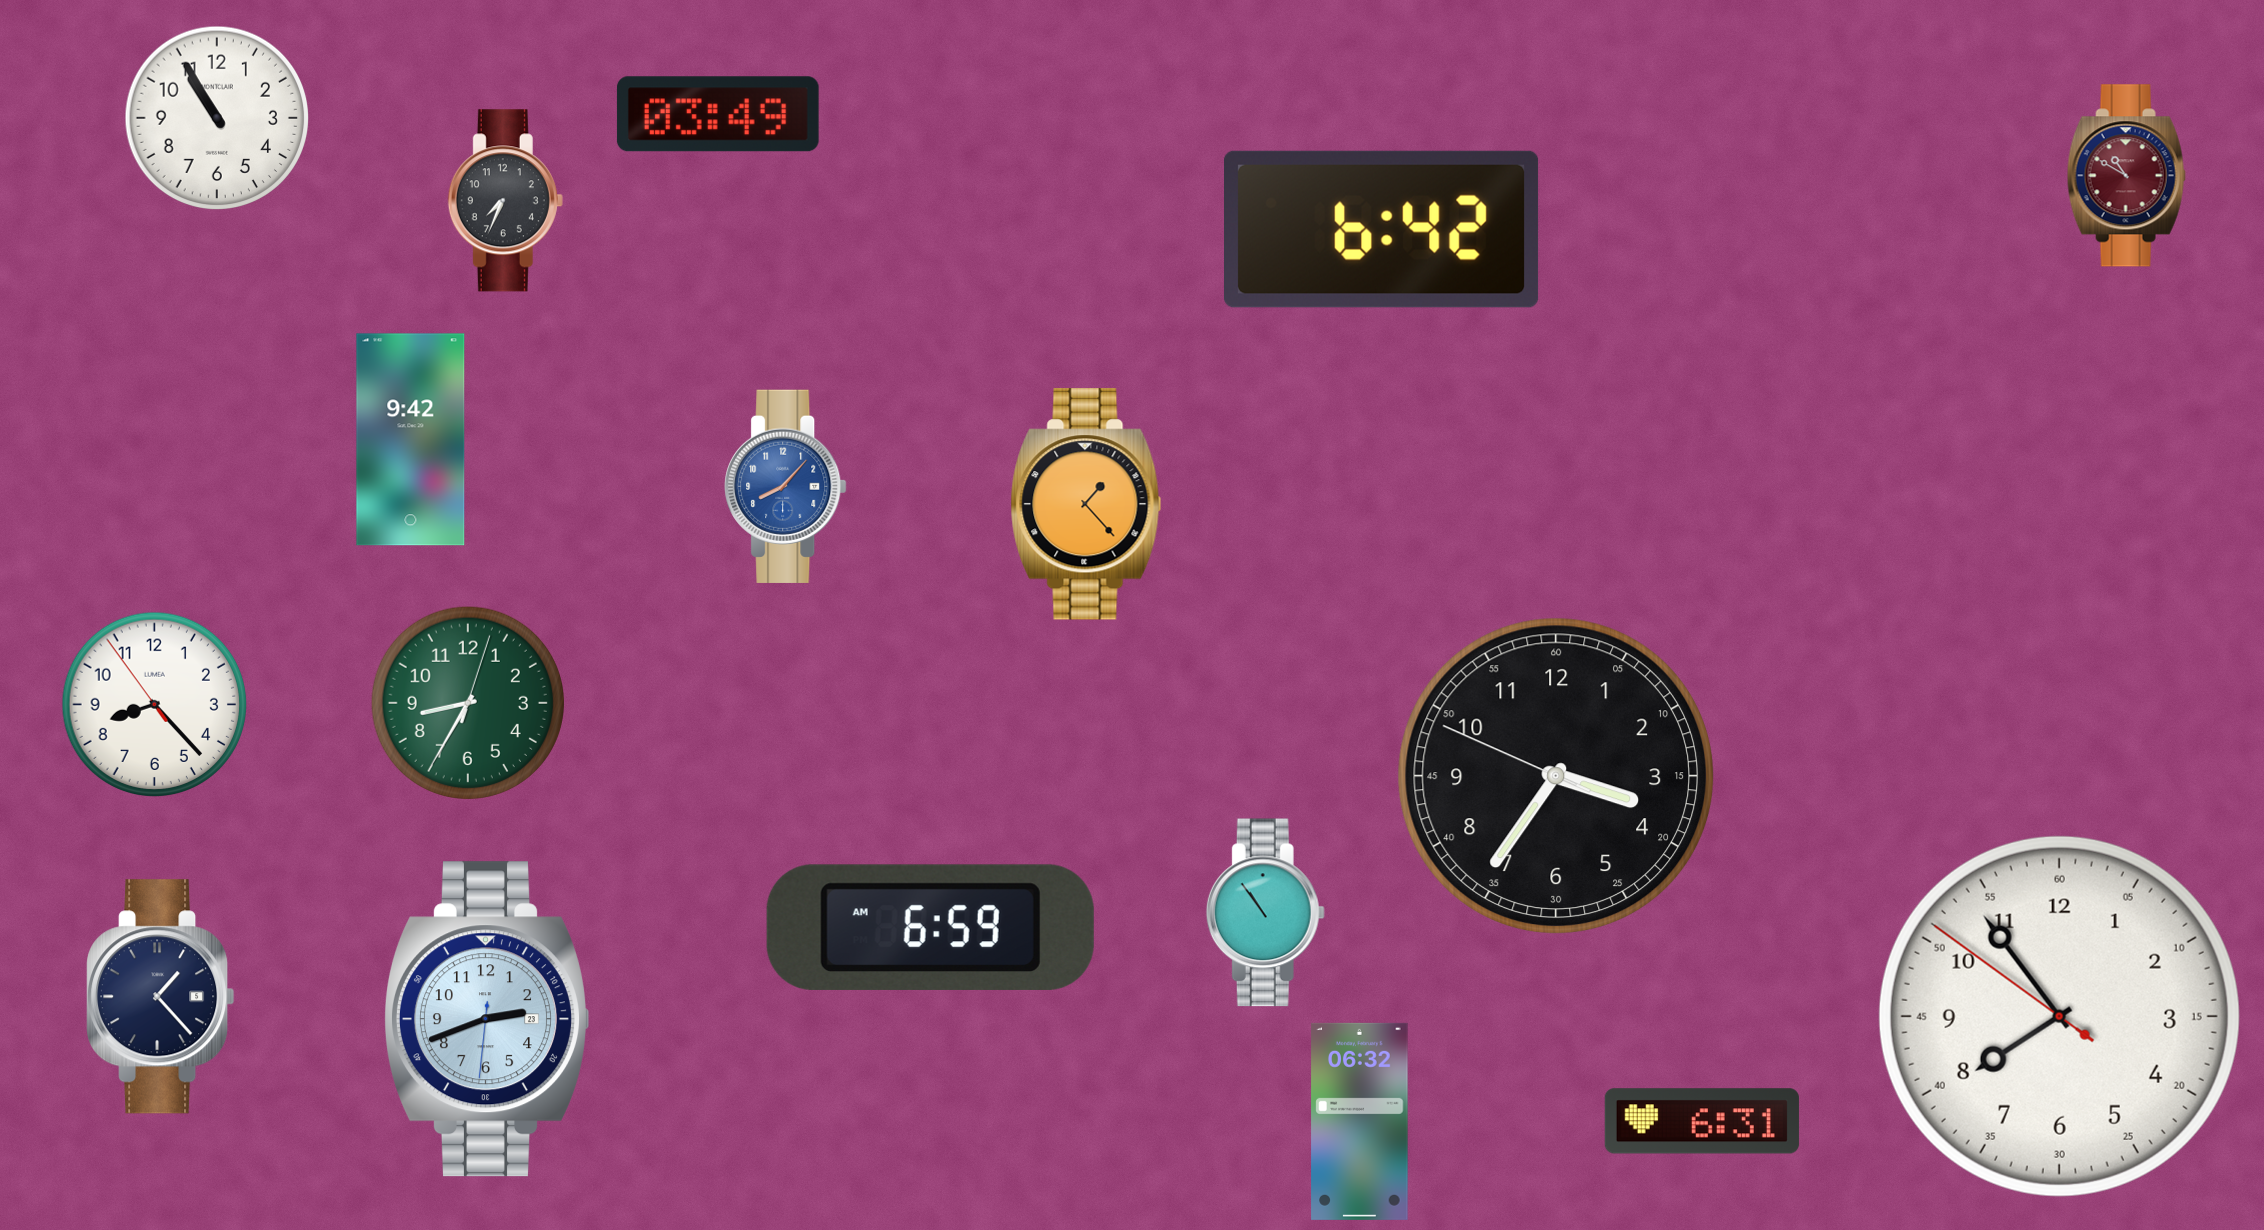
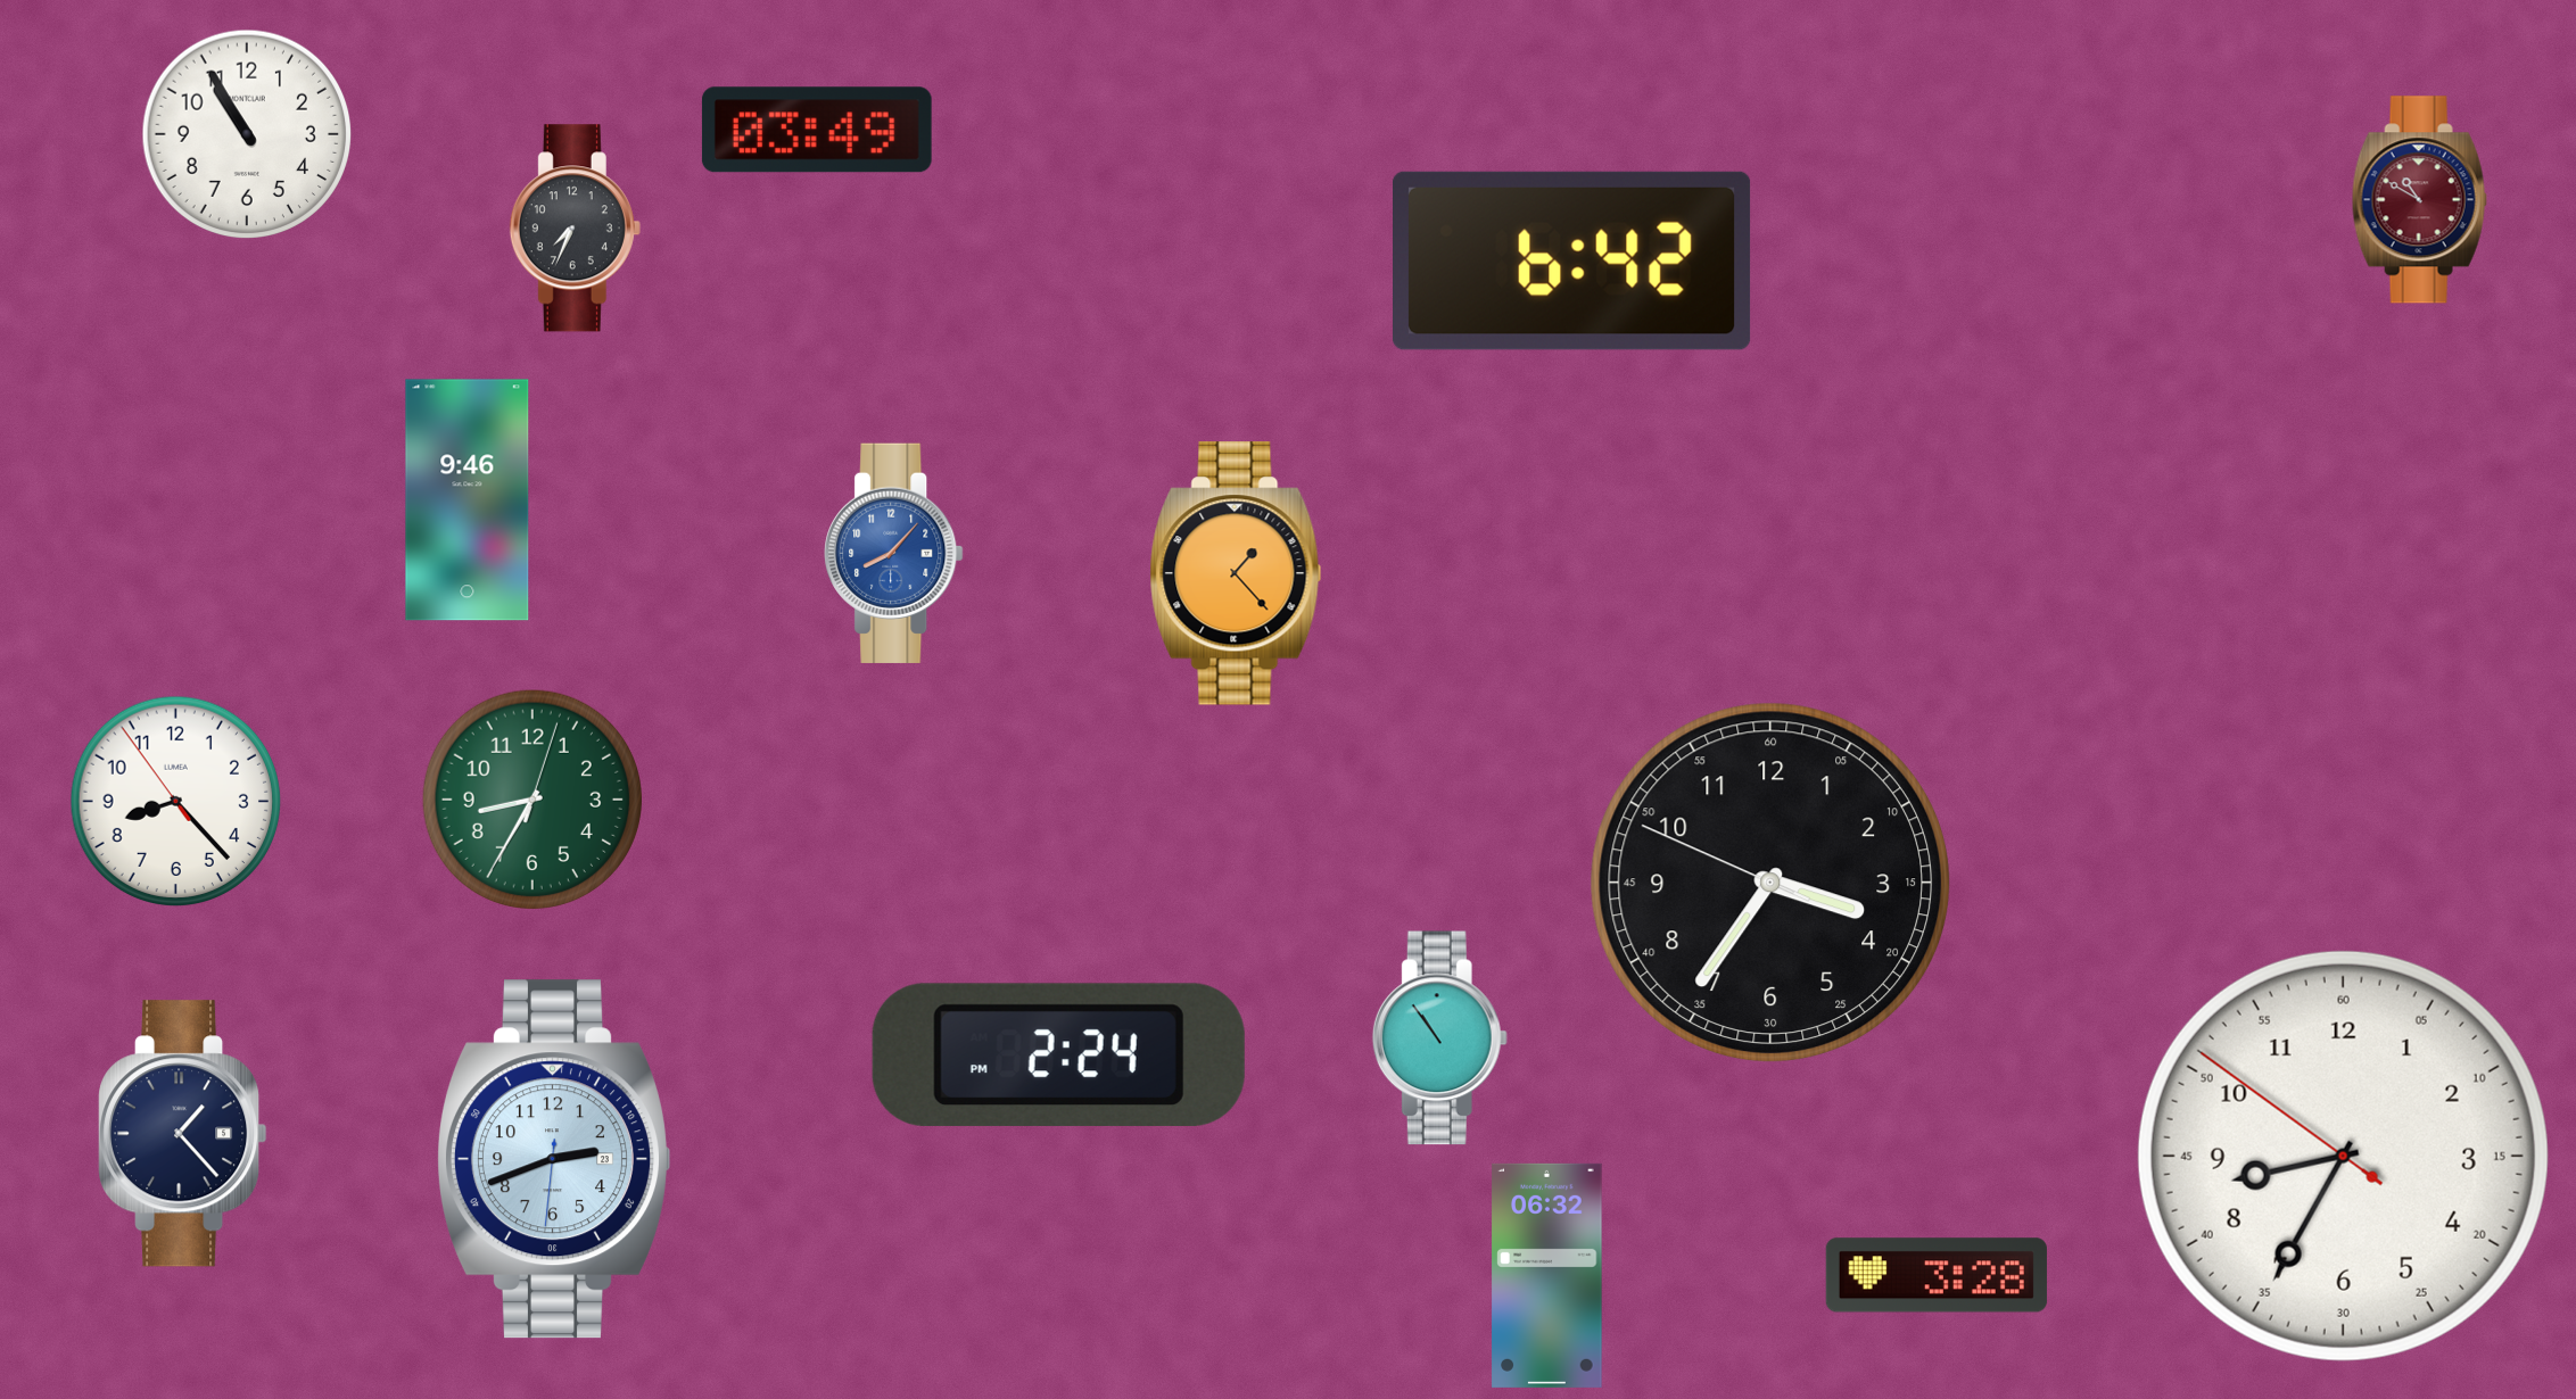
clock at (411, 440): 9:42 -> 9:46
clock at (930, 927): 6:59 -> 2:24
clock at (2059, 1016): 7:53 -> 8:34
clock at (1702, 1121): 6:31 -> 3:28
